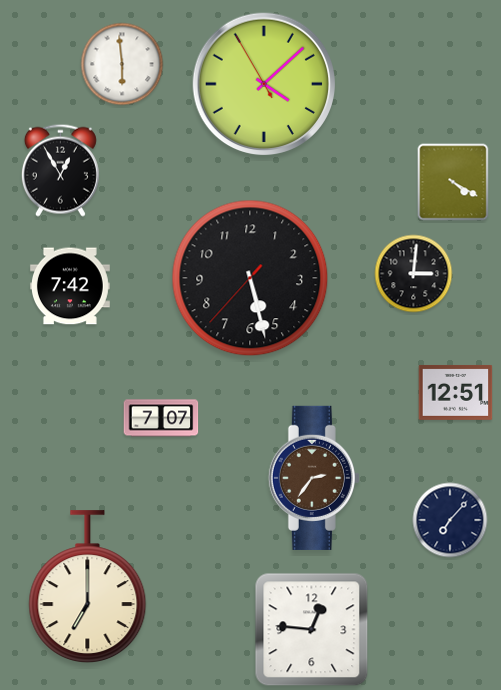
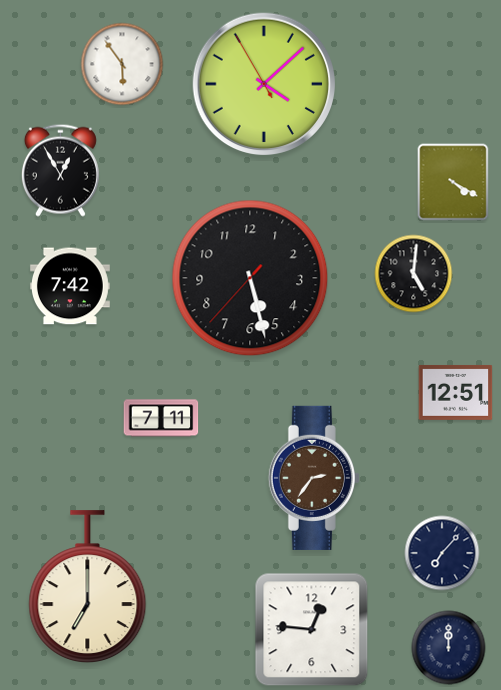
clock at (122, 64): 5:59 -> 5:54
clock at (414, 274): 3:01 -> 5:01
clock at (161, 418): 7:07 -> 7:11
clock at (450, 520) position: (450, 520) -> (442, 553)
clock at (449, 648): none -> 12:00
